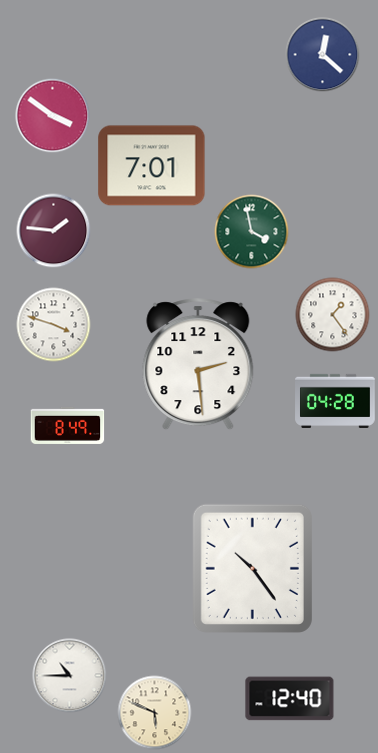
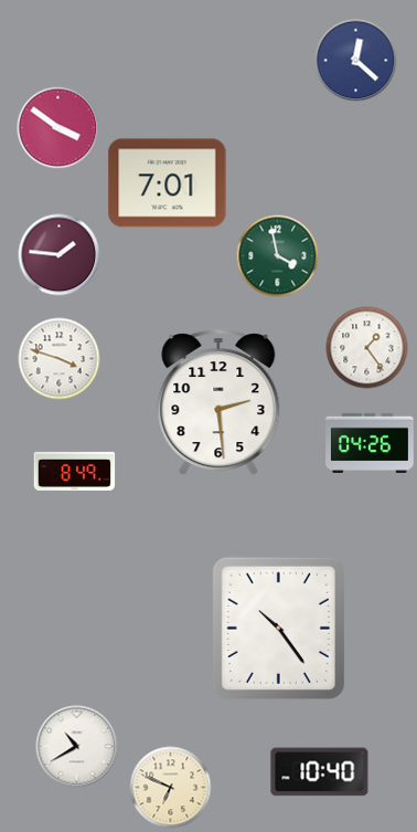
clock at (335, 401): 04:28 -> 04:26
clock at (70, 676): 10:45 -> 10:40
clock at (290, 699): 12:40 -> 10:40
clock at (155, 713): 5:49 -> 6:49
